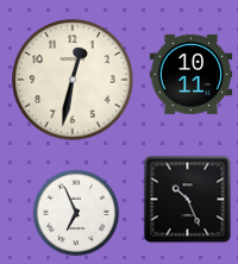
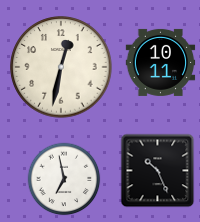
clock at (188, 200) position: (188, 200) -> (158, 171)
clock at (76, 213): 6:56 -> 6:58
